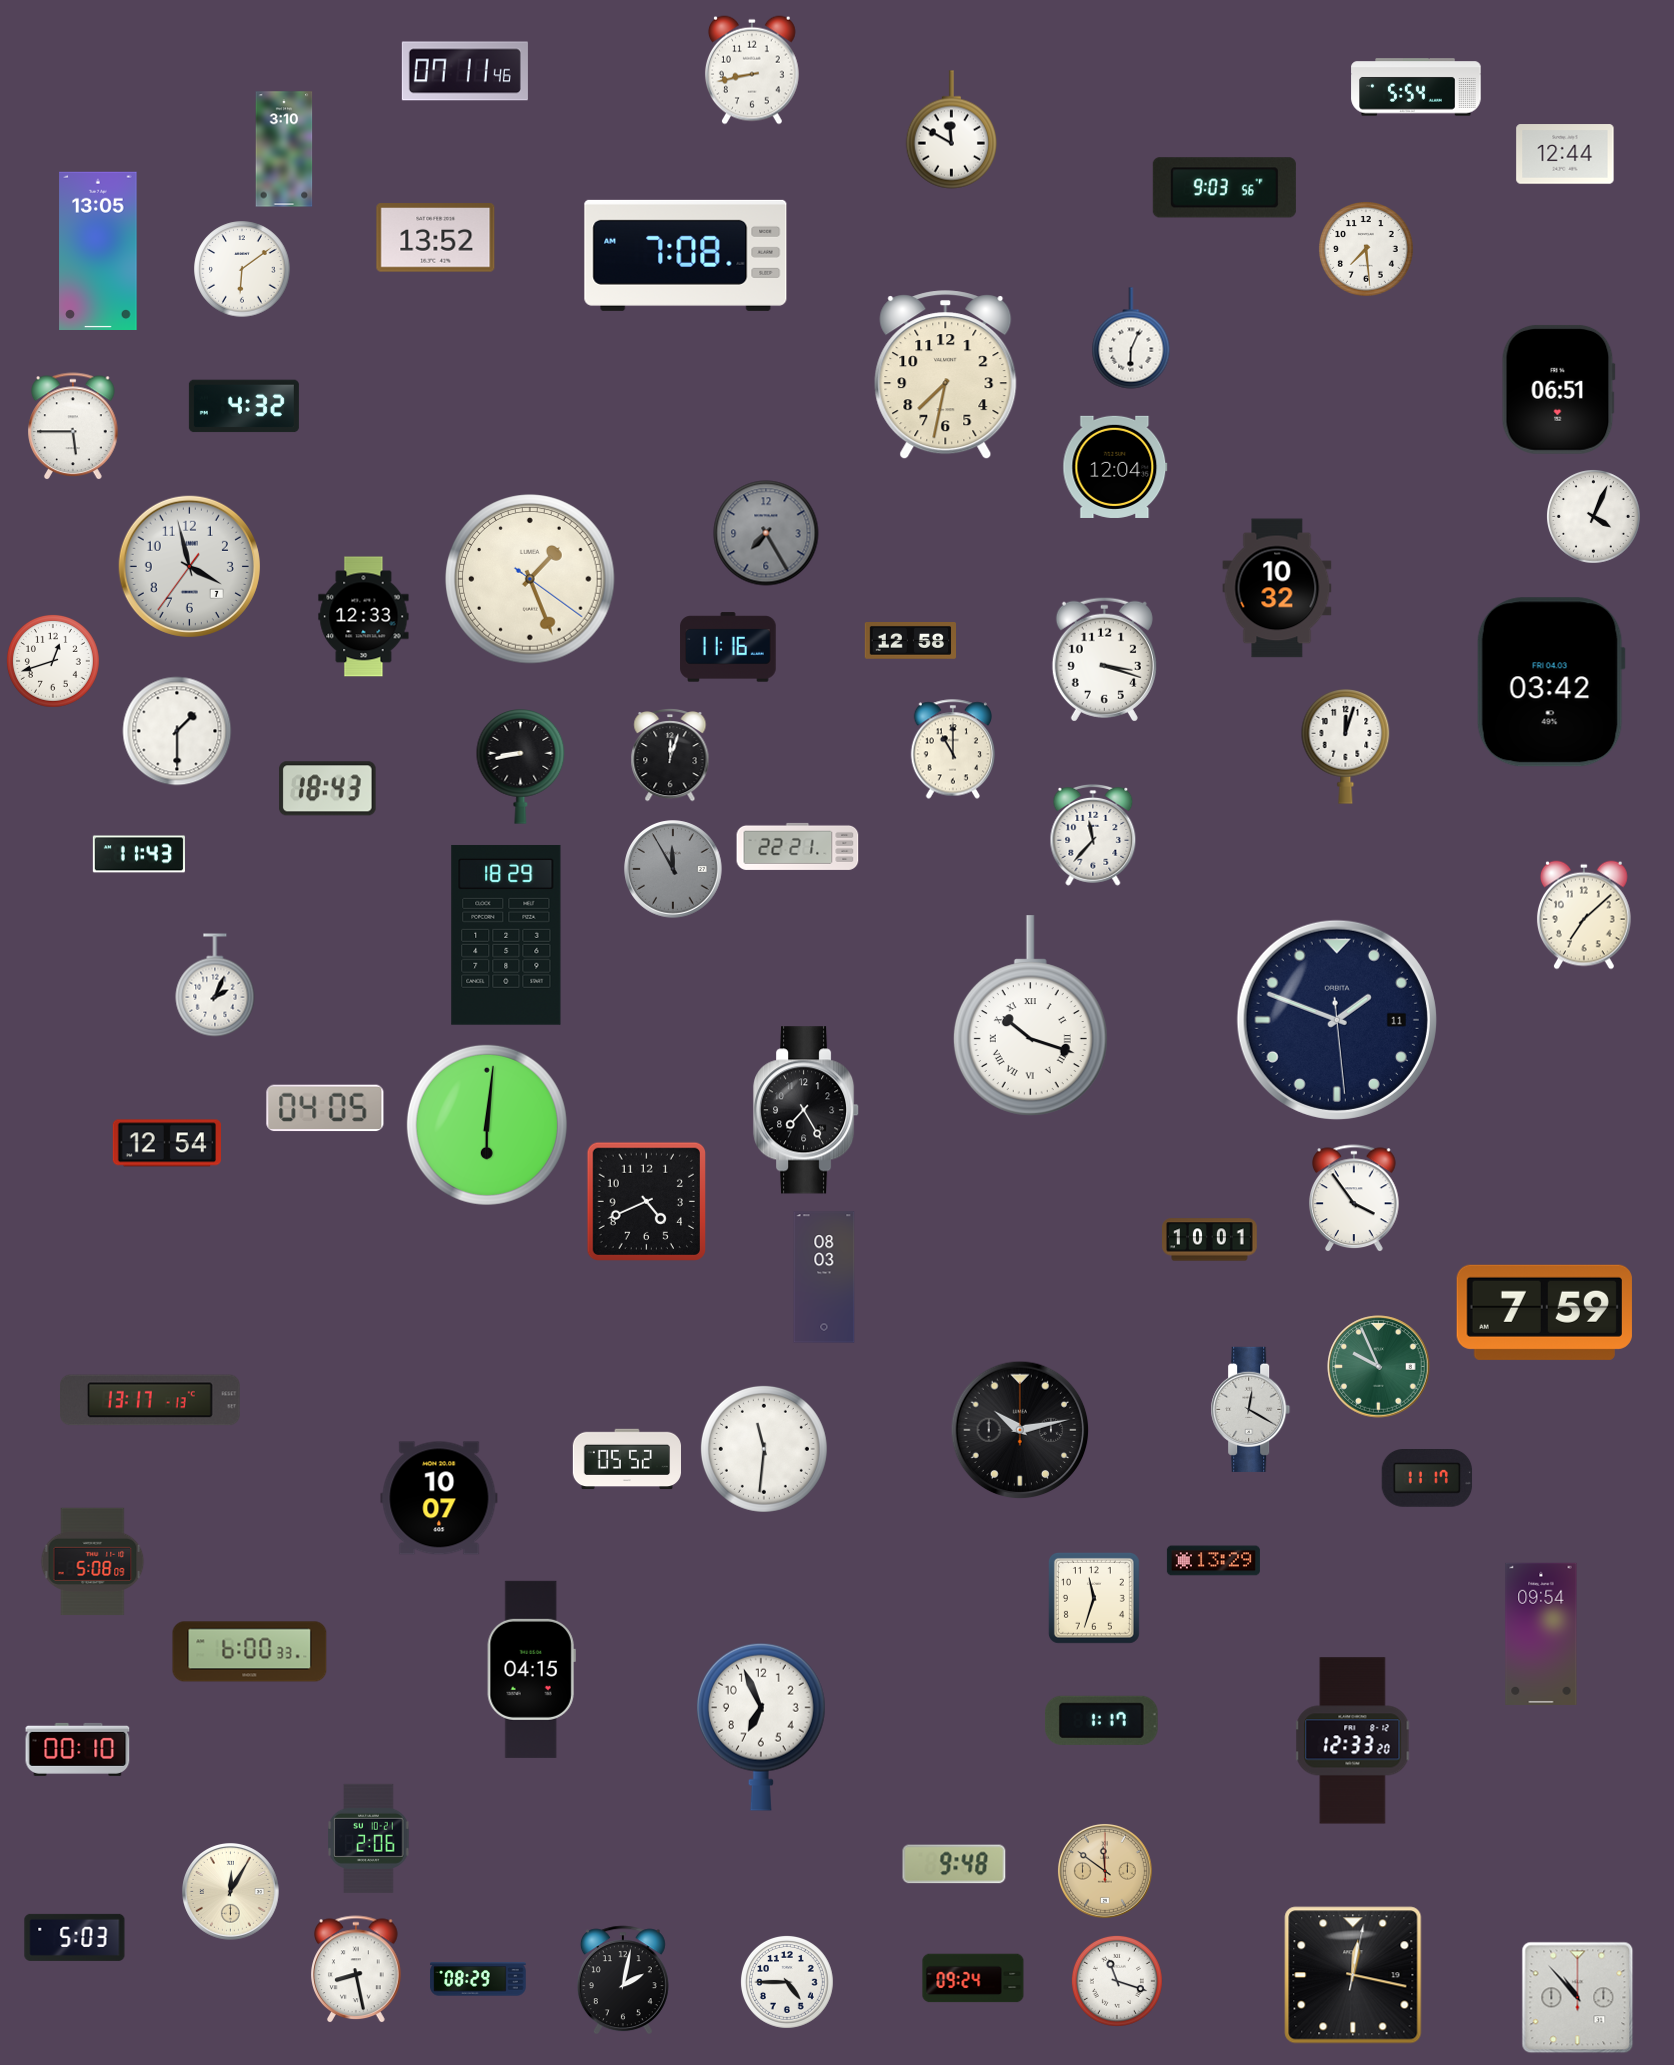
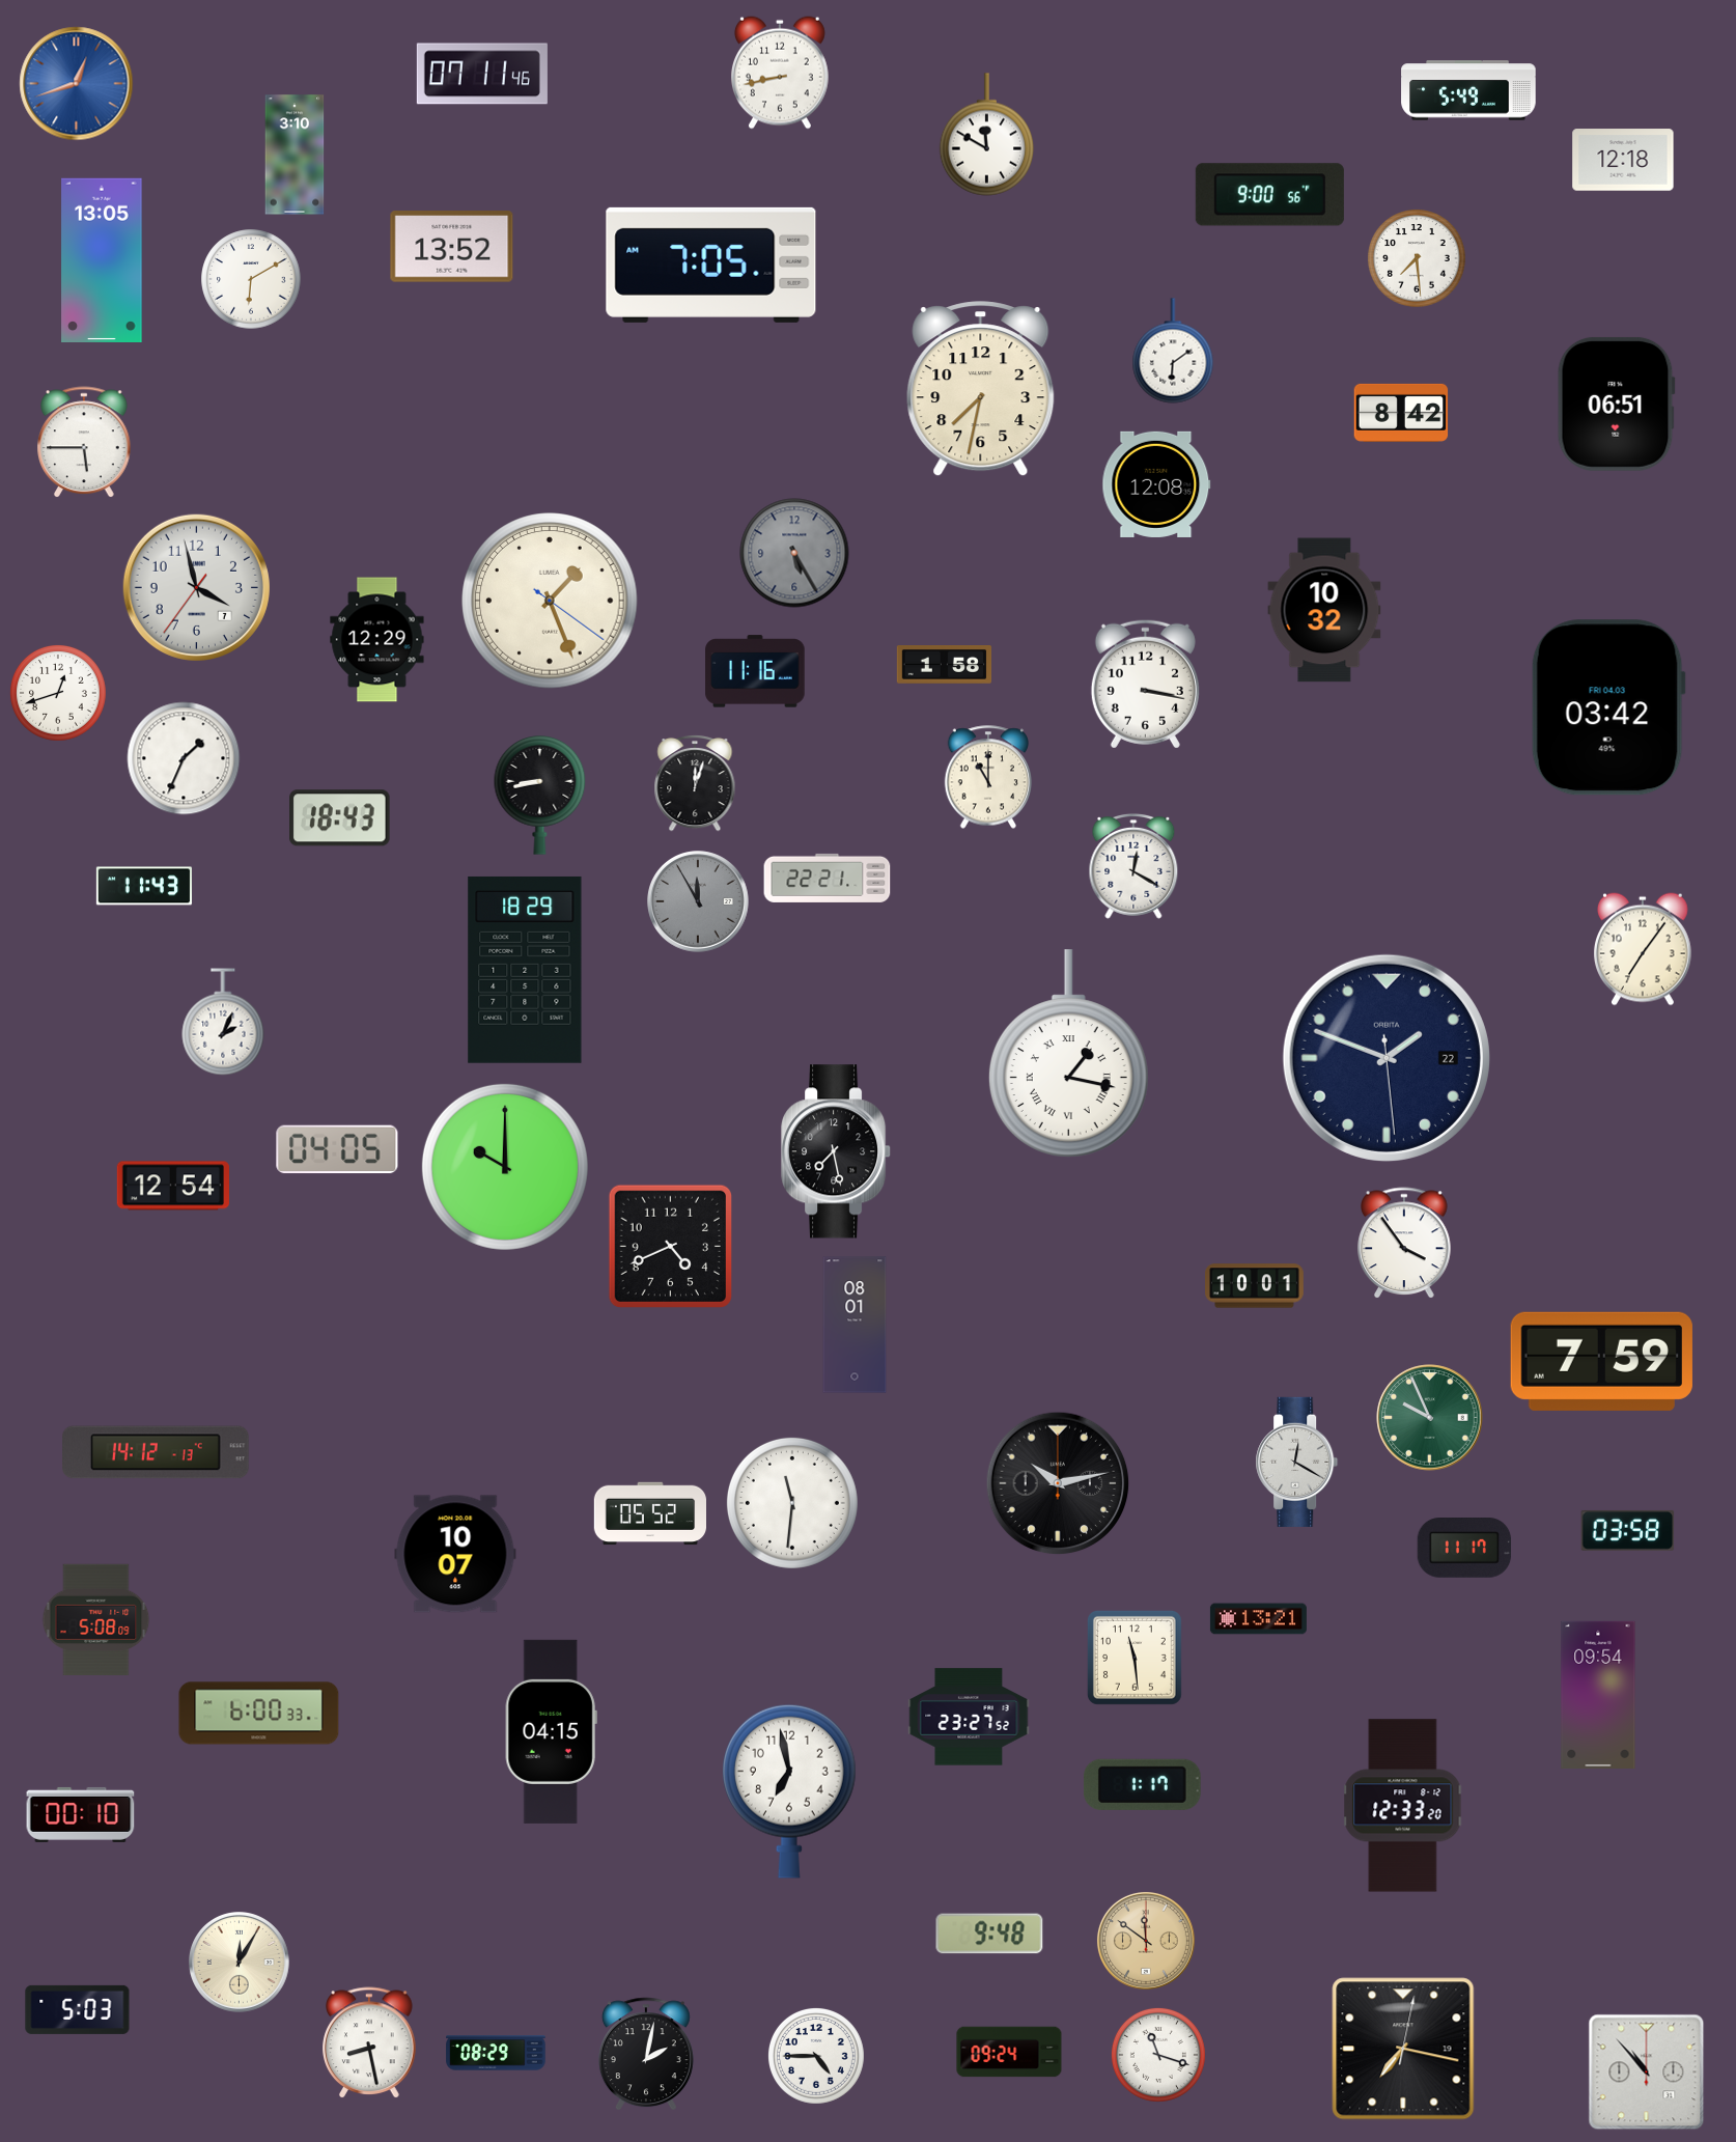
clock at (77, 84): none -> 12:42
clock at (1416, 87): 5:54 -> 5:49
clock at (1565, 154): 12:44 -> 12:18
clock at (1224, 188): 9:03 -> 9:00
clock at (686, 255): 7:08 -> 7:05
clock at (242, 269): 6:09 -> 6:10
clock at (1131, 338): 6:04 -> 6:09
clock at (1401, 413): none -> 8:42
clock at (244, 406): 4:32 -> none
clock at (73, 427) position: (73, 427) -> (84, 443)
clock at (1115, 467): 12:04 -> 12:08
clock at (1594, 517): 4:04 -> none
clock at (766, 533): 7:25 -> 5:25
clock at (364, 617): 12:33 -> 12:29
clock at (910, 641): 12:58 -> 1:58
clock at (1104, 659): 3:18 -> 3:17
clock at (53, 661) position: (53, 661) -> (58, 693)
clock at (177, 731): 1:30 -> 1:34
clock at (1346, 747): 12:03 -> none
clock at (1093, 835): 11:37 -> 12:20
clock at (1584, 915): 7:08 -> 7:06
clock at (1030, 1016): 10:18 -> 1:17
clock at (1337, 1020) date: 11 -> 22
clock at (806, 1110): 7:25 -> 7:28
clock at (487, 1125): 6:01 -> 10:00
clock at (824, 1277): 08:03 -> 08:01
clock at (151, 1400): 13:17 -> 14:12
clock at (1628, 1530): none -> 03:58
clock at (1427, 1479) position: (1427, 1479) -> (1464, 1549)
clock at (1213, 1561): 13:29 -> 13:21
clock at (1094, 1598): 11:33 -> 11:29
clock at (969, 1717): none -> 23:27
clock at (761, 1727): 6:56 -> 6:58
clock at (369, 1838): 2:06 -> none
clock at (1353, 1975): 12:17 -> 7:17
clock at (1578, 1998) position: (1578, 1998) -> (1647, 2073)
